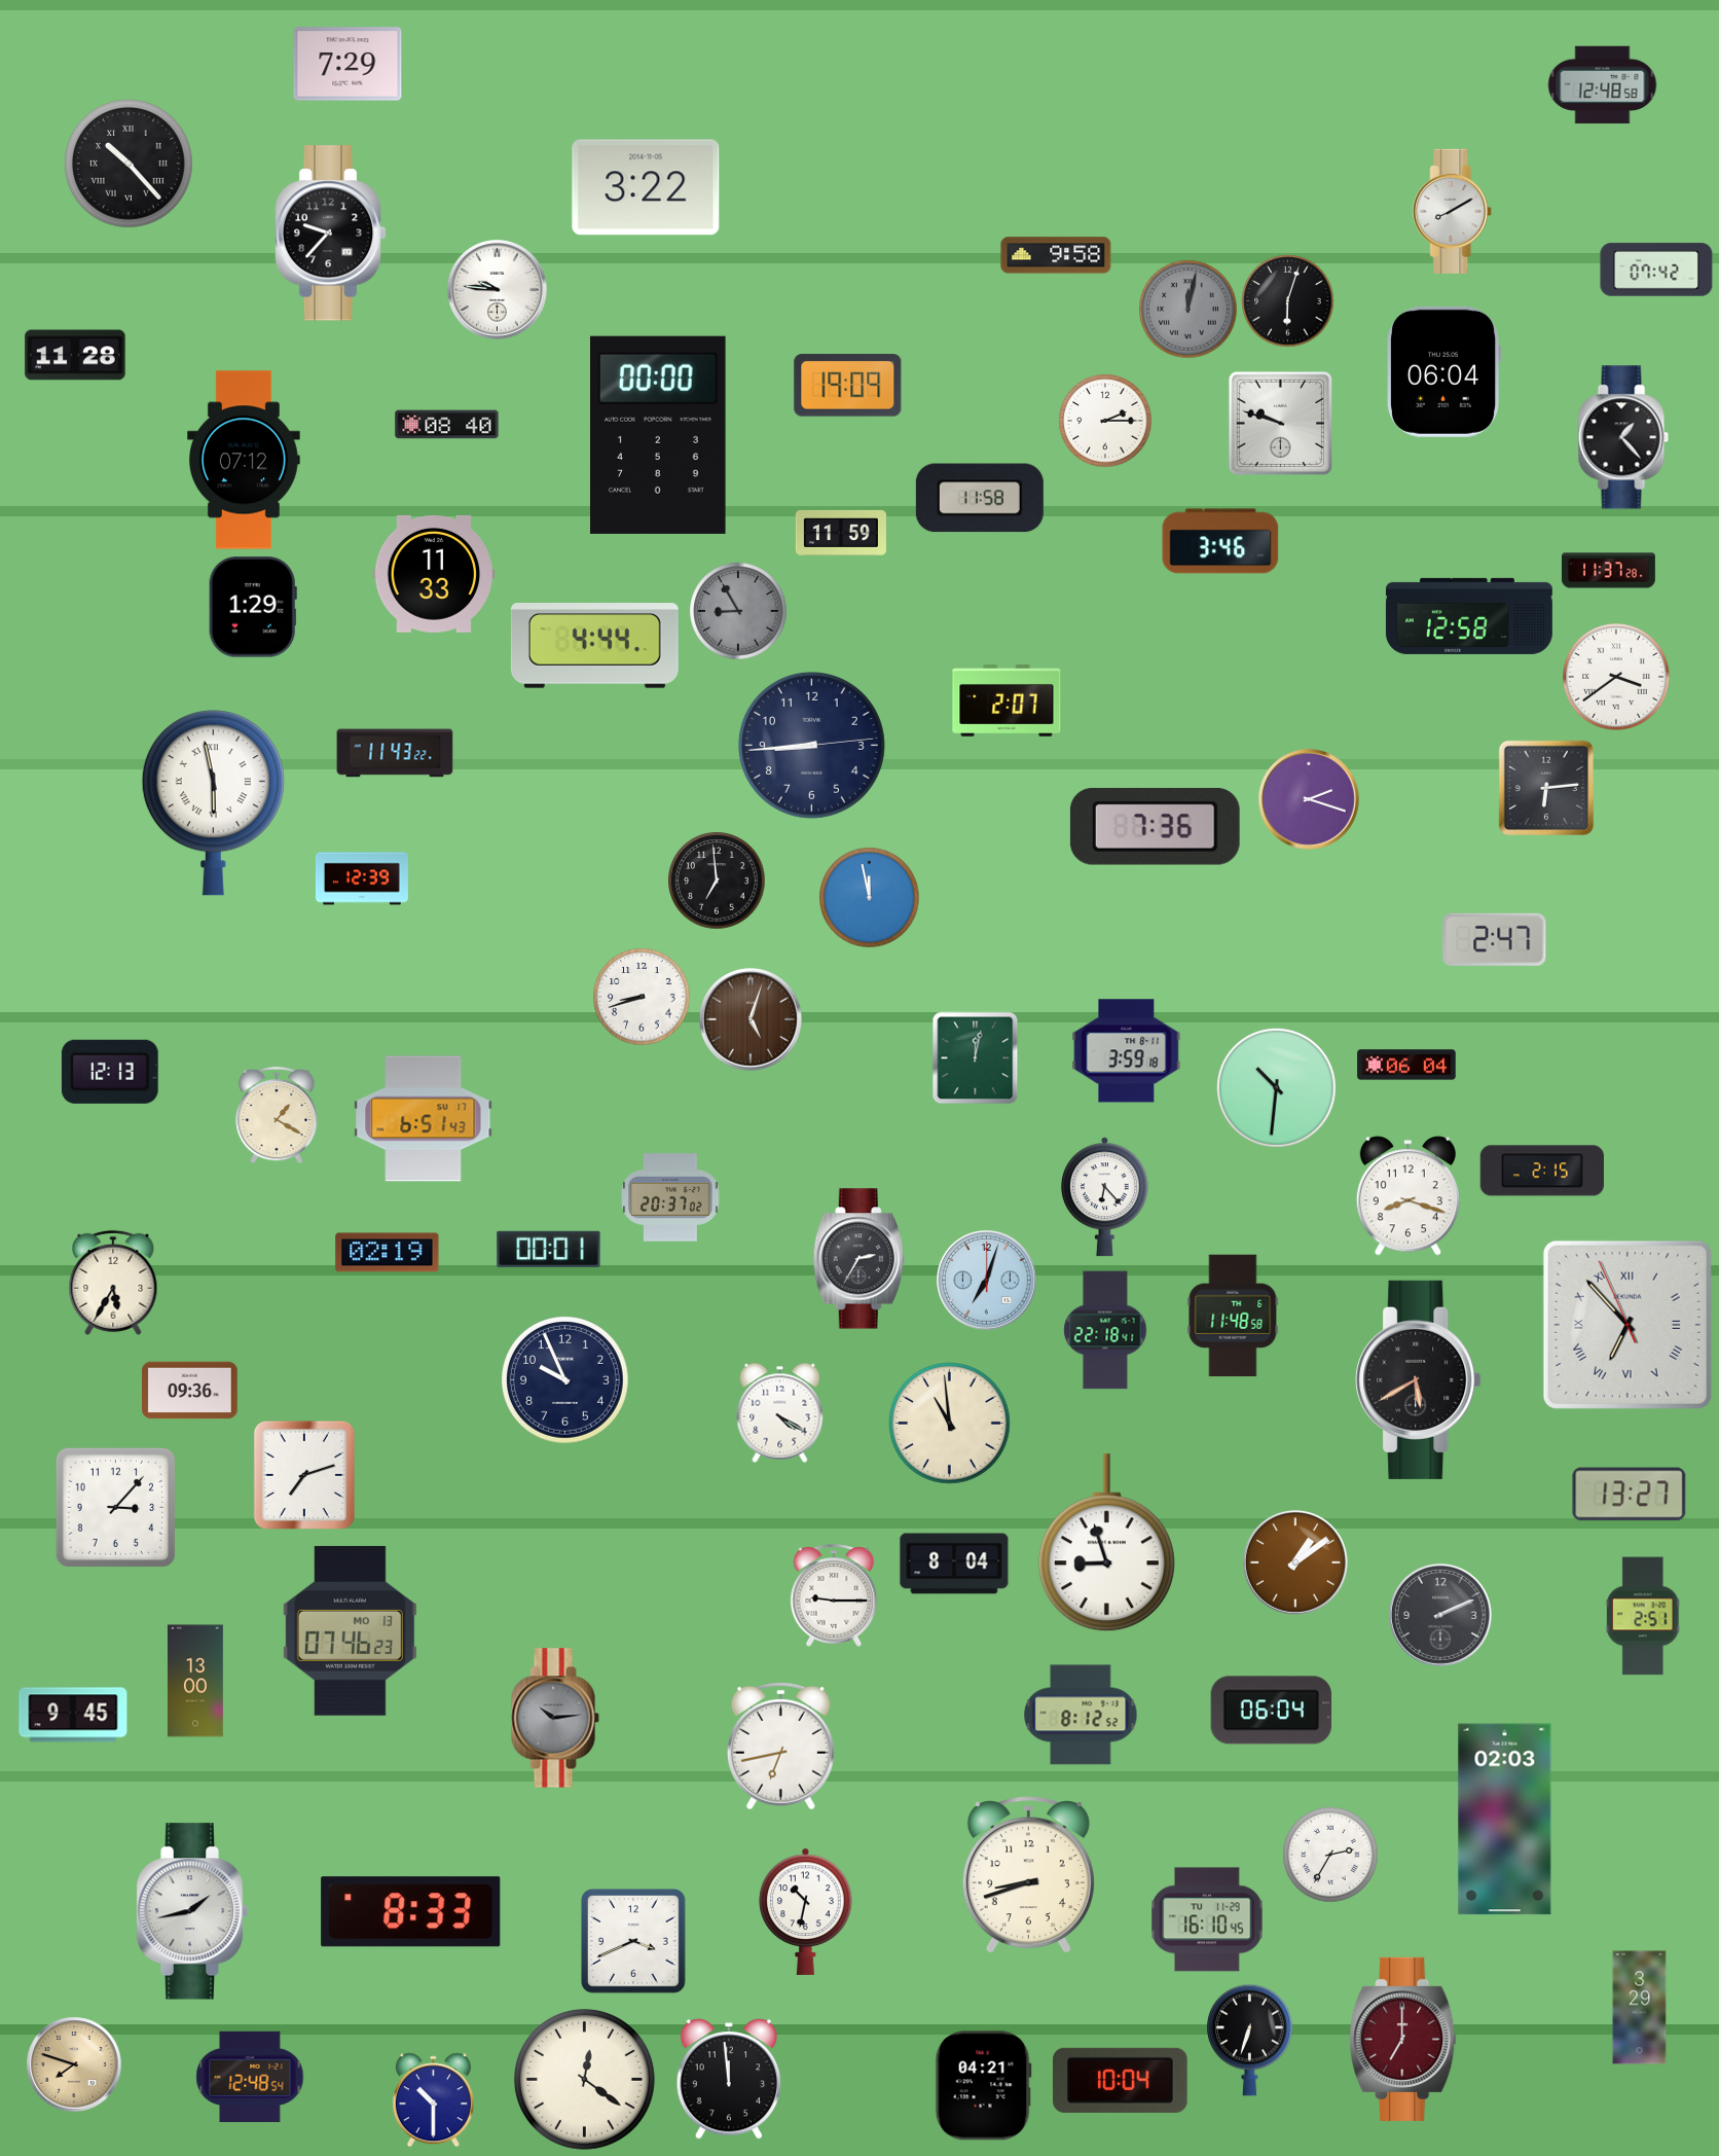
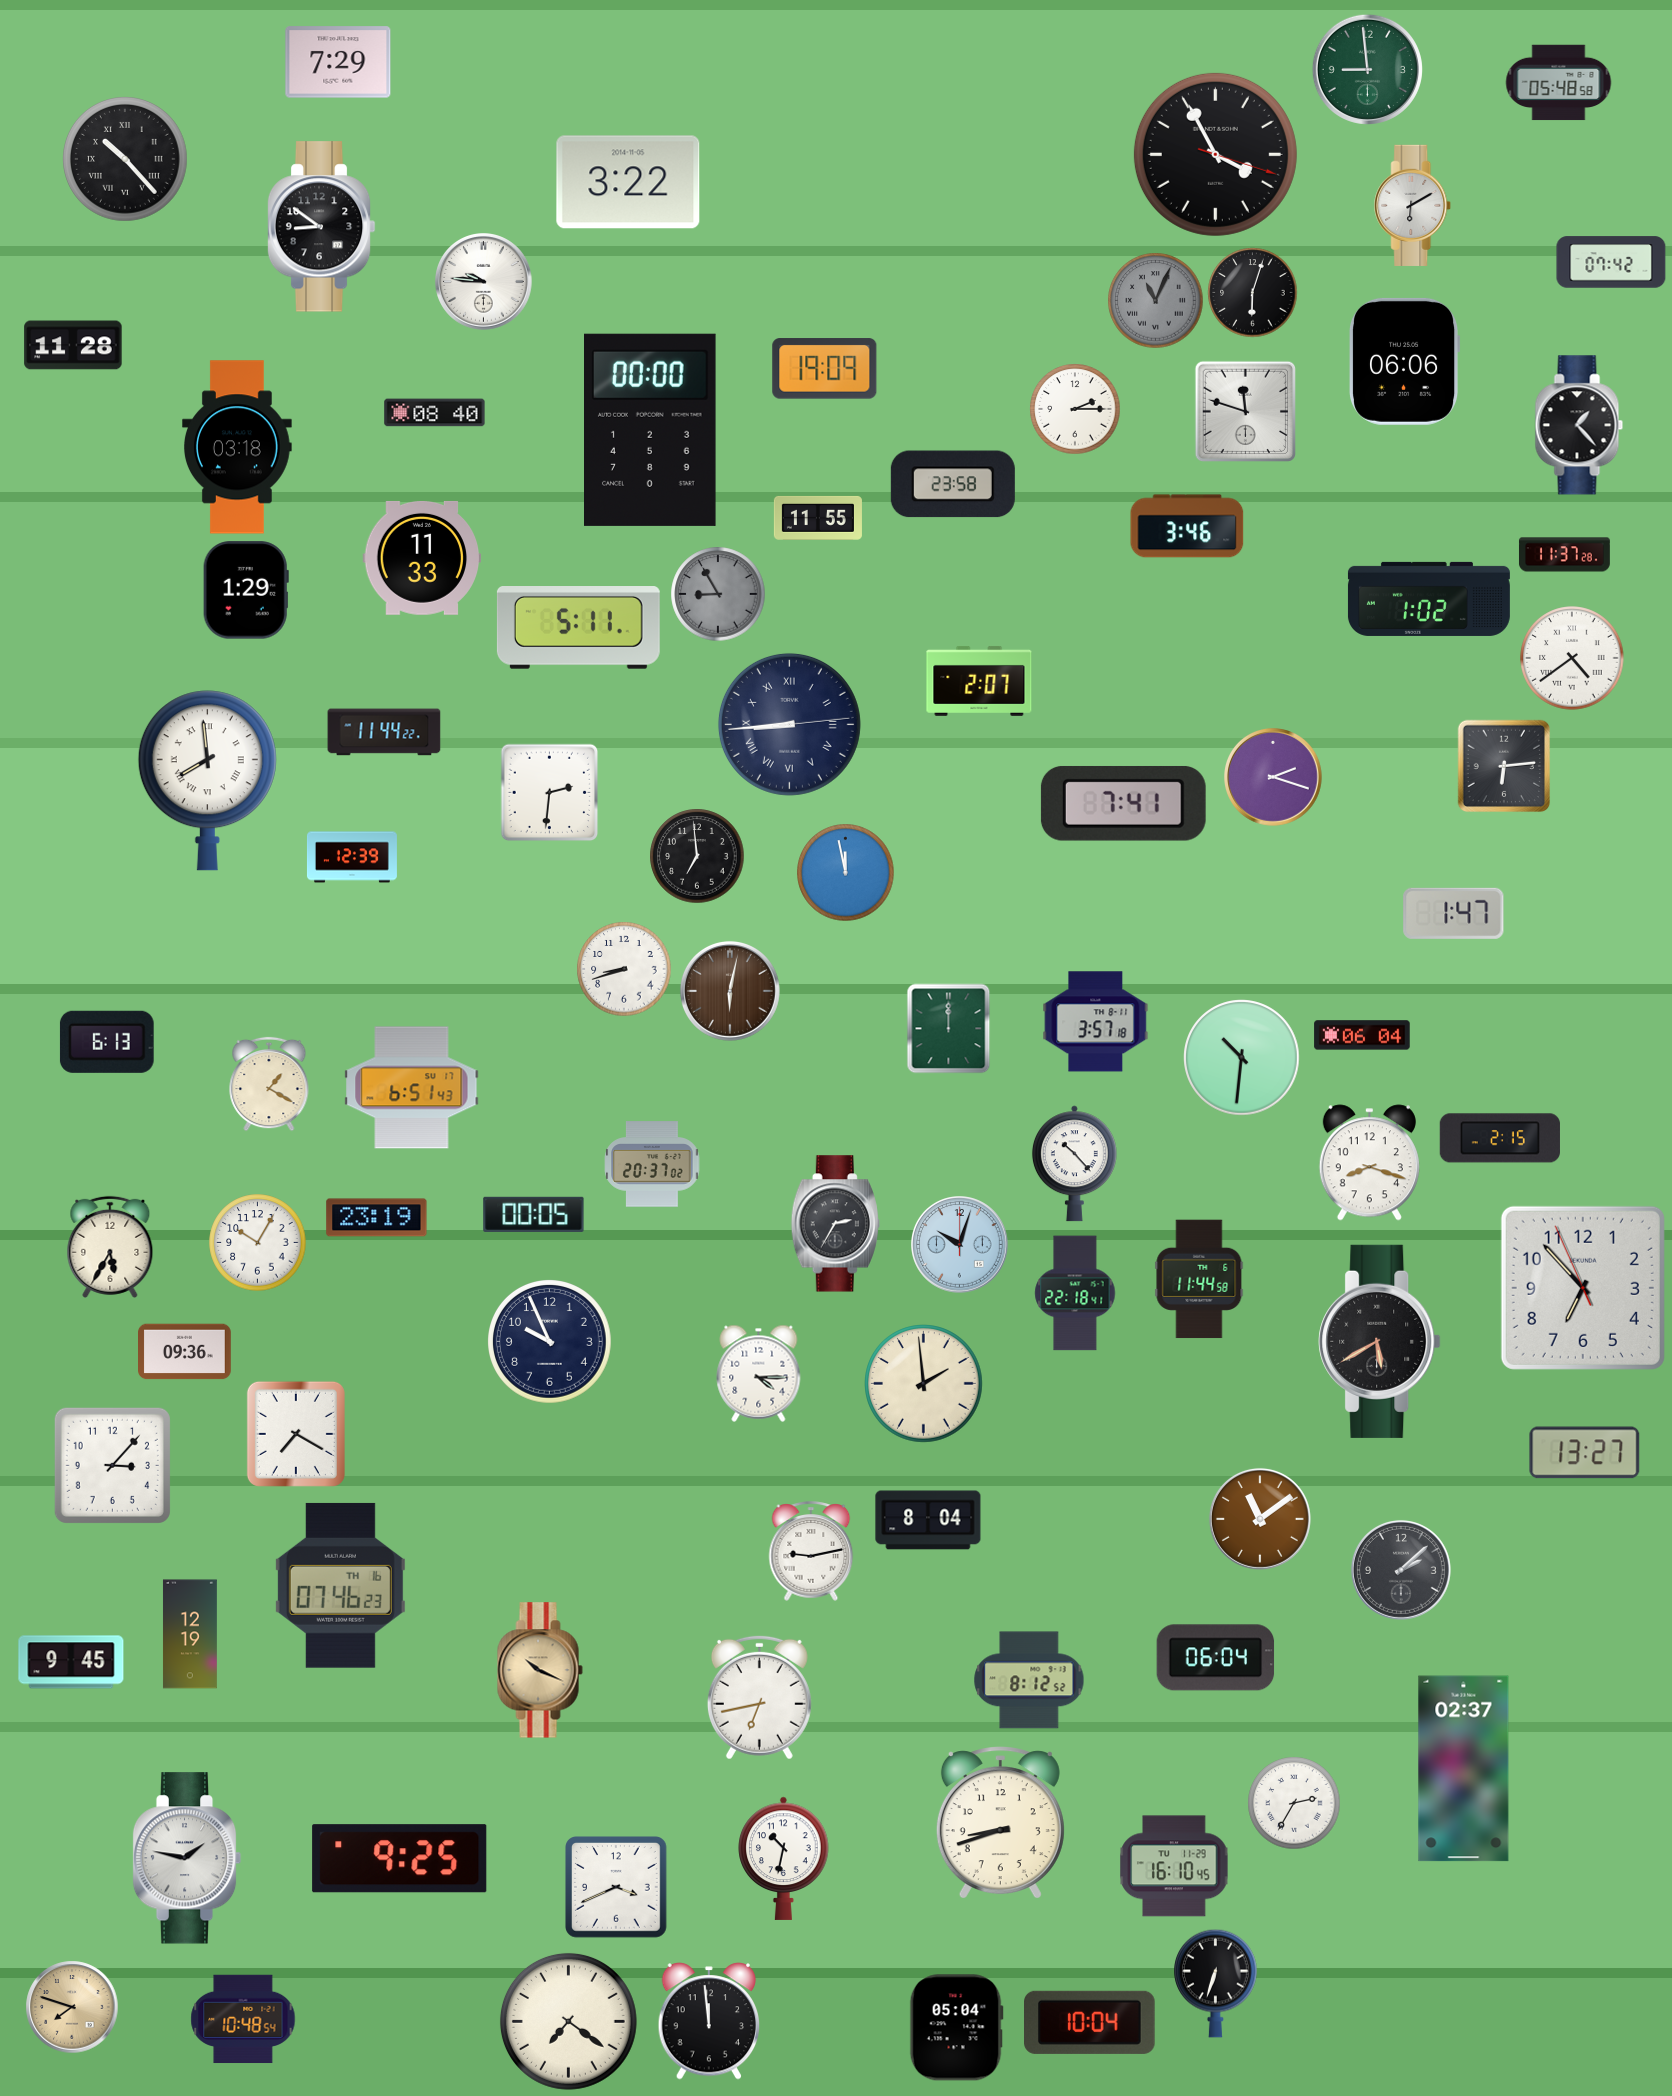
clock at (1367, 69): none -> 8:59
clock at (1603, 85): 12:48 -> 05:48
clock at (1215, 154): none -> 3:55
clock at (1453, 211): 8:10 -> 6:10
clock at (330, 233): 9:37 -> 8:51
clock at (1056, 255): 9:58 -> none
clock at (1188, 310): 12:02 -> 11:04
clock at (1444, 371): 06:04 -> 06:06
clock at (848, 386) position: (848, 386) -> (825, 369)
clock at (1280, 423): 9:48 -> 11:48
clock at (659, 435) position: (659, 435) -> (651, 430)
clock at (245, 460): 07:12 -> 03:18
clock at (980, 498): 11:58 -> 23:58
clock at (841, 533): 11:59 -> 11:55
clock at (1469, 616): 12:58 -> 1:02
clock at (594, 646): 4:44 -> 5:11
clock at (1616, 677): 3:39 -> 4:39
clock at (811, 745) numerals: Arabic -> Roman
clock at (395, 753): 11:43 -> 11:44
clock at (213, 803): 5:58 -> 7:59
clock at (550, 793): none -> 2:31
clock at (1155, 826): 7:36 -> 7:41
clock at (362, 878) position: (362, 878) -> (352, 857)
clock at (1495, 939): 2:47 -> 1:47
clock at (751, 1019): 5:03 -> 6:02
clock at (1127, 1051): 3:59 -> 3:57
clock at (976, 1058): 12:02 -> 12:00
clock at (1406, 1065) position: (1406, 1065) -> (1362, 1035)
clock at (110, 1072): 12:13 -> 6:13
clock at (1104, 1197): 6:23 -> 10:23
clock at (549, 1249): 00:01 -> 00:05
clock at (388, 1253): 02:19 -> 23:19
clock at (258, 1243): none -> 10:05
clock at (987, 1281): 7:03 -> 10:03
clock at (1233, 1316): 11:48 -> 11:44
clock at (1627, 1325) numerals: Roman -> Arabic
clock at (780, 1412): 4:20 -> 4:15
clock at (950, 1424): 10:59 -> 1:59
clock at (304, 1475): 7:12 -> 7:20
clock at (1106, 1543): 8:57 -> none
clock at (1295, 1562): 1:09 -> 11:09
clock at (834, 1595): 9:15 -> 9:13
clock at (1440, 1615): 2:11 -> 2:08
clock at (1644, 1616): 2:51 -> none
clock at (350, 1630) date: MO 13 -> TH 16
clock at (195, 1681): 13:00 -> 12:19
clock at (1272, 1711) position: (1272, 1711) -> (1216, 1658)
clock at (73, 1715) position: (73, 1715) -> (71, 1662)
clock at (1081, 1715) position: (1081, 1715) -> (1029, 1680)
clock at (555, 1718): 10:14 -> 10:19
clock at (555, 1718) dial: grey -> champagne
clock at (1505, 1820): 02:03 -> 02:37
clock at (192, 1911): 1:43 -> 1:47
clock at (411, 1912): 8:33 -> 9:25
clock at (1640, 2008): 3:29 -> none
clock at (1403, 2039): 7:00 -> none
clock at (250, 2077): 12:48 -> 10:48
clock at (584, 2079): 12:21 -> 7:21
clock at (983, 2086): 04:21 -> 05:04
clock at (433, 2100): 10:30 -> none
